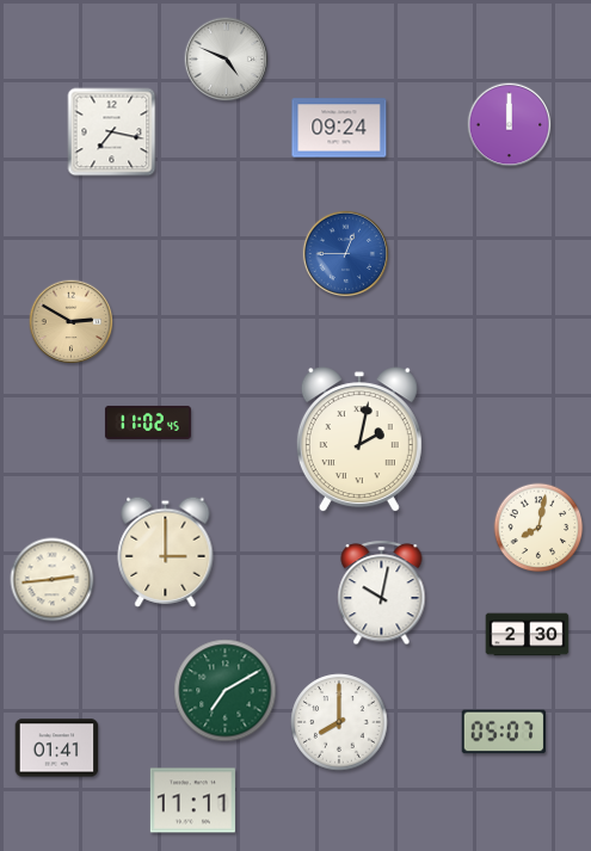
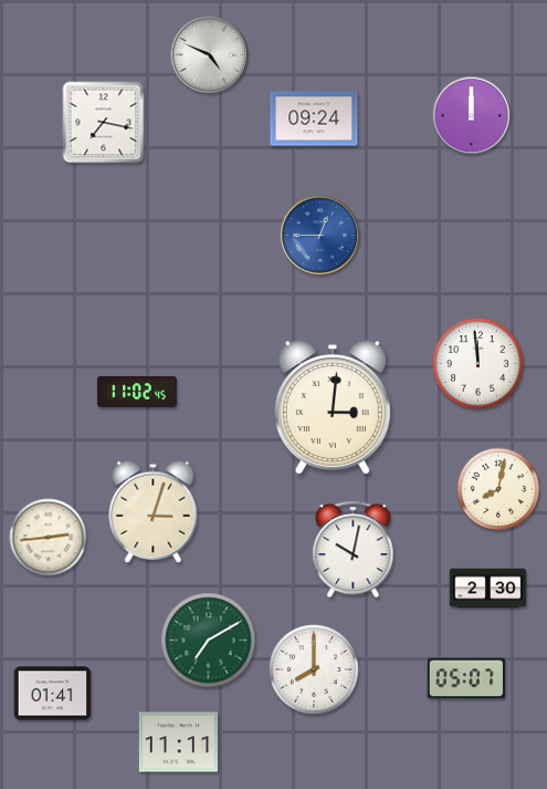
clock at (72, 322): 2:50 -> none
clock at (478, 364): none -> 11:59
clock at (359, 440): 2:02 -> 3:01
clock at (166, 551): 3:00 -> 3:03
